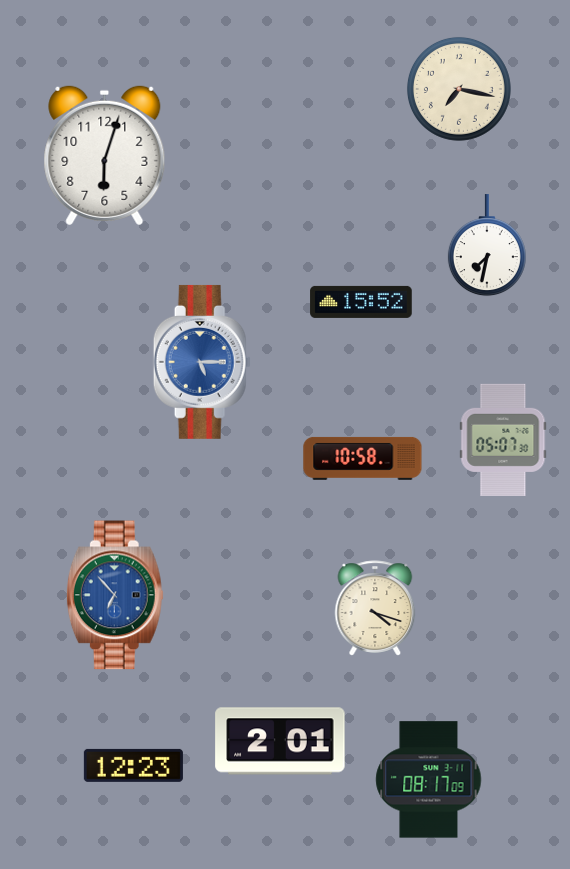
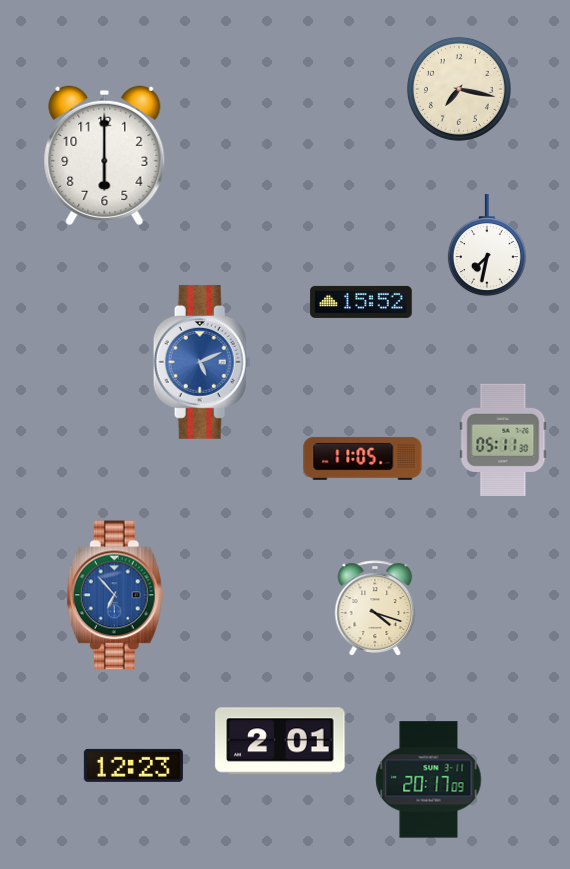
clock at (105, 156): 6:03 -> 6:00
clock at (202, 362): 5:15 -> 5:11
clock at (503, 440): 05:07 -> 05:11
clock at (363, 458): 10:58 -> 11:05
clock at (429, 780): 08:17 -> 20:17
